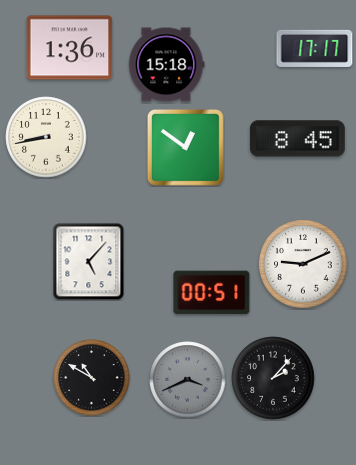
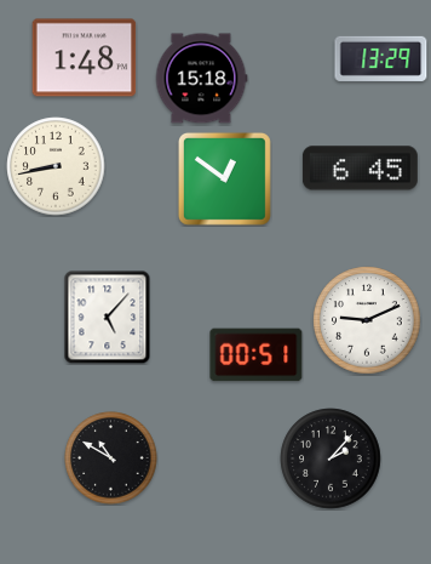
clock at (70, 48): 1:36 -> 1:48
clock at (315, 48): 17:17 -> 13:29
clock at (297, 139): 8:45 -> 6:45
clock at (188, 380): 3:41 -> none
